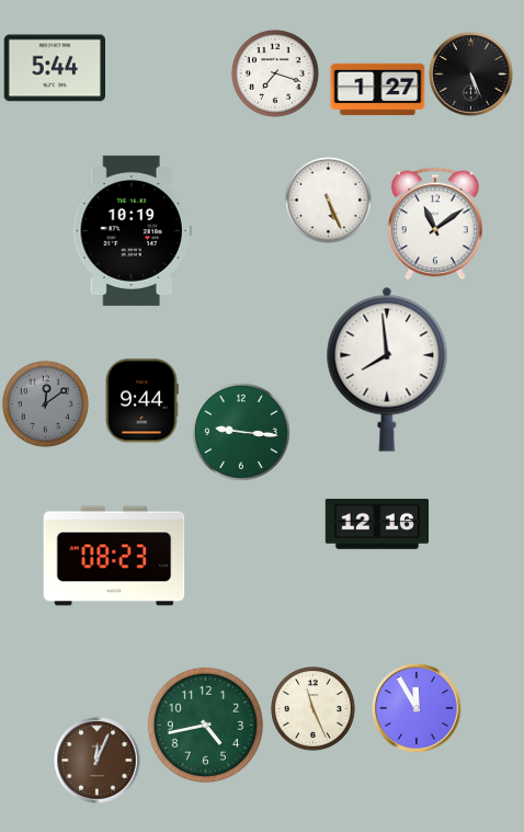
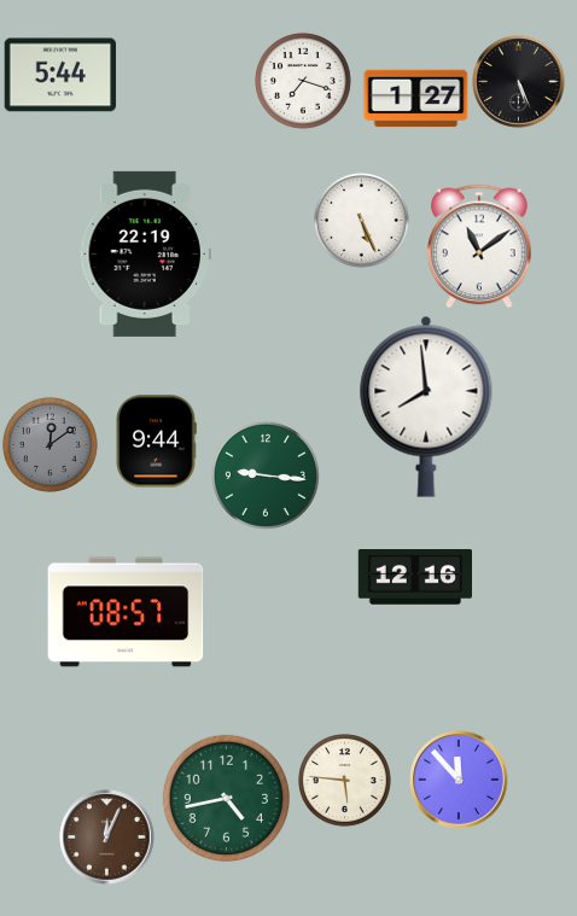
clock at (132, 230): 10:19 -> 22:19
clock at (114, 556): 08:23 -> 08:57
clock at (417, 708): 11:55 -> 11:53
clock at (314, 709): 11:26 -> 5:46
